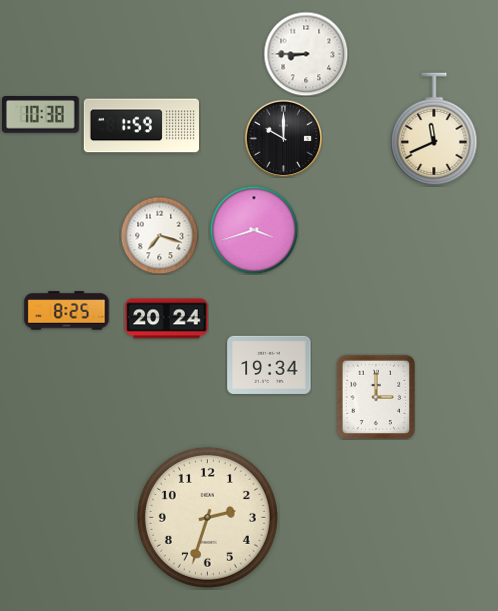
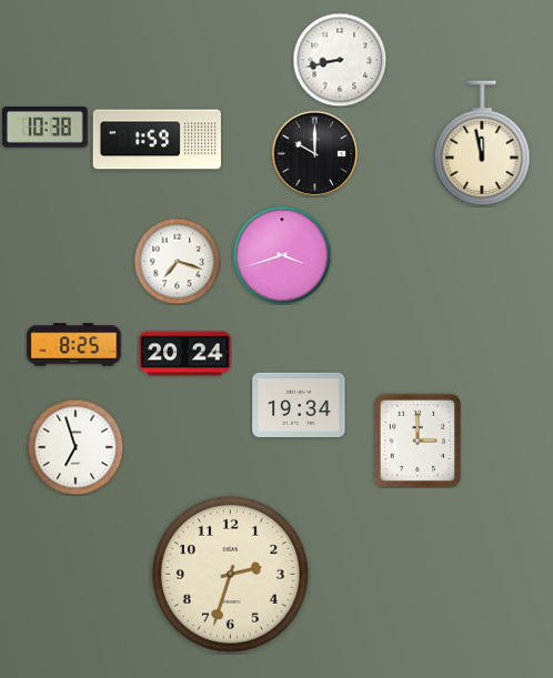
clock at (306, 54): 8:45 -> 8:43
clock at (434, 129): 11:41 -> 11:58
clock at (76, 447): none -> 6:57
